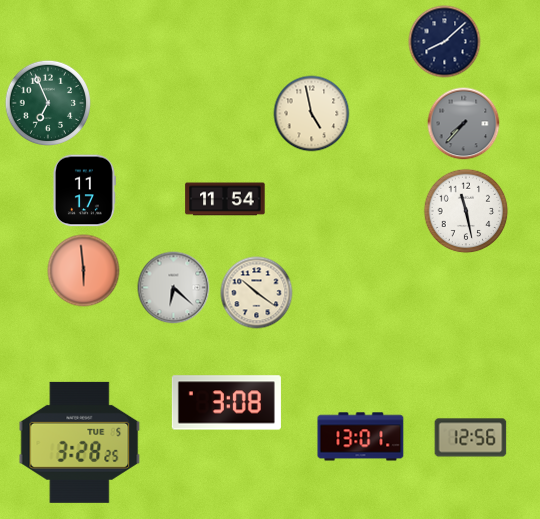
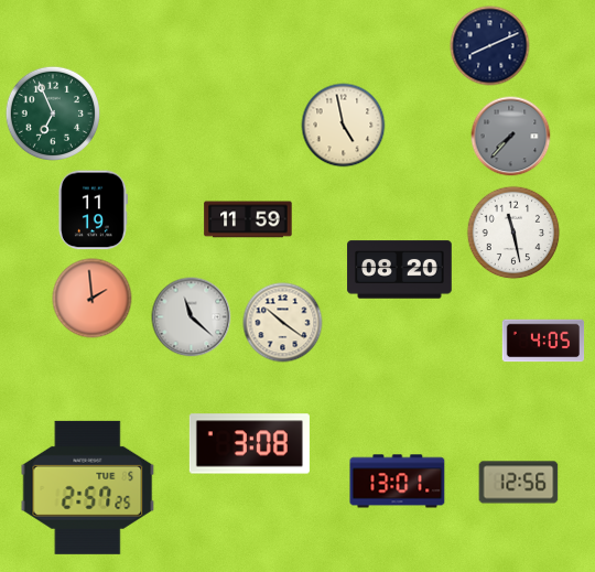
clock at (445, 42): 8:08 -> 8:11
clock at (84, 191): 11:17 -> 11:19
clock at (225, 199): 11:54 -> 11:59
clock at (400, 270): none -> 08:20
clock at (84, 271): 5:59 -> 1:59
clock at (174, 288): 6:22 -> 11:22
clock at (543, 341): none -> 4:05
clock at (80, 442): 3:28 -> 2:57
